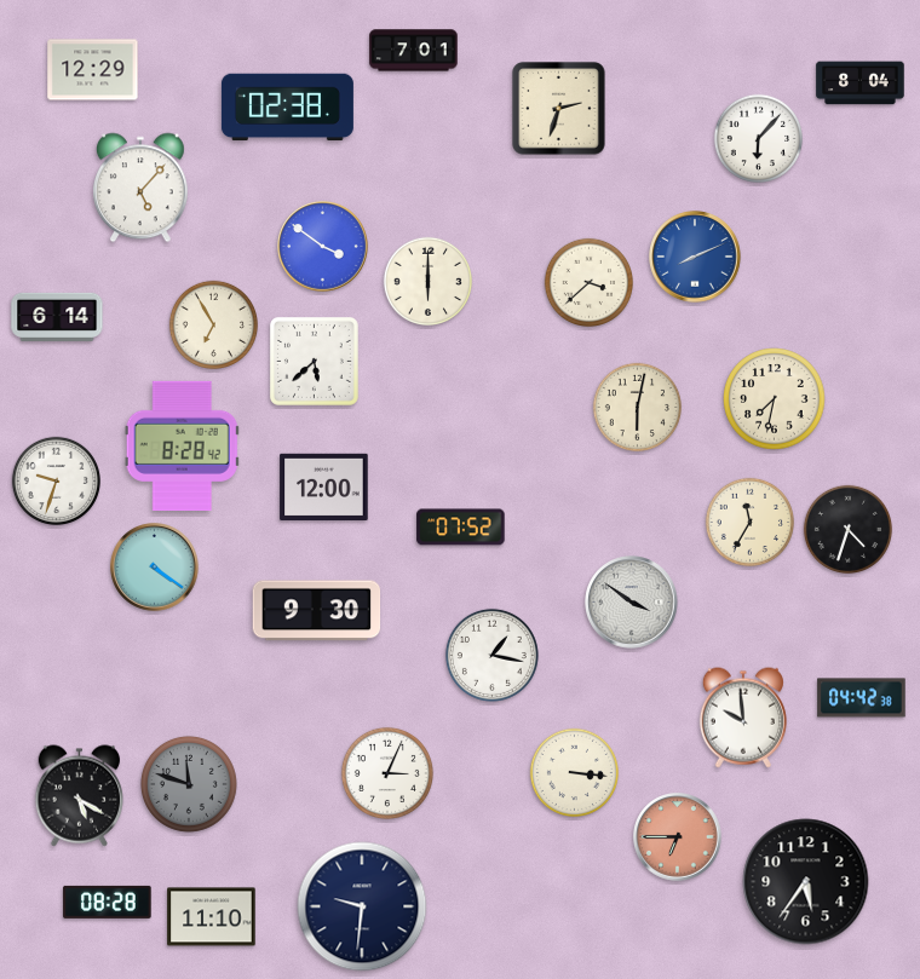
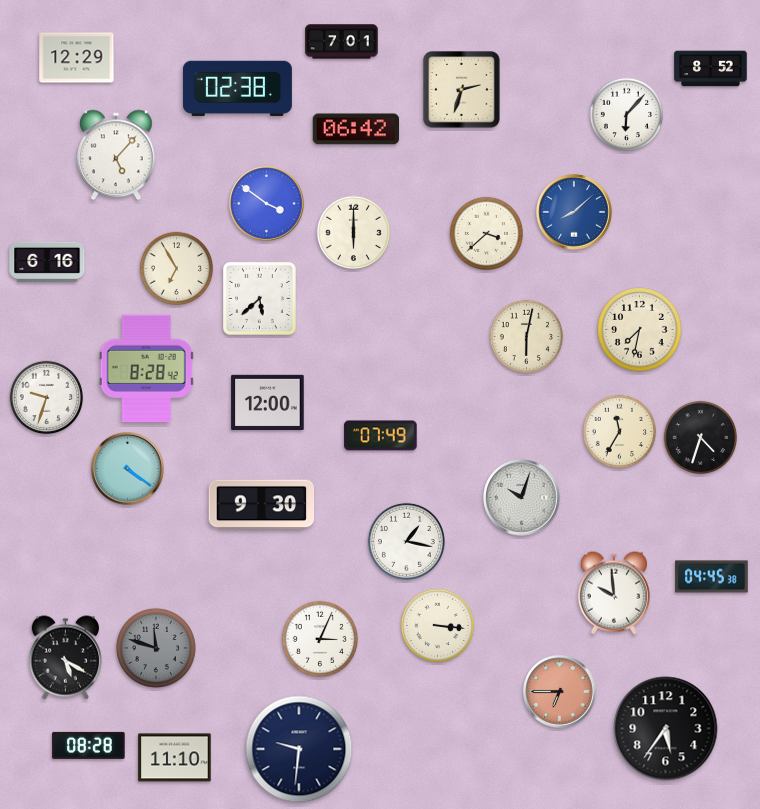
clock at (861, 83): 8:04 -> 8:52
clock at (355, 129): none -> 06:42
clock at (695, 257): 8:11 -> 8:08
clock at (57, 317): 6:14 -> 6:16
clock at (182, 445) position: (182, 445) -> (146, 368)
clock at (461, 528): 07:52 -> 07:49
clock at (632, 603): 3:51 -> 10:03
clock at (862, 698): 04:42 -> 04:45
clock at (574, 772) position: (574, 772) -> (437, 625)
